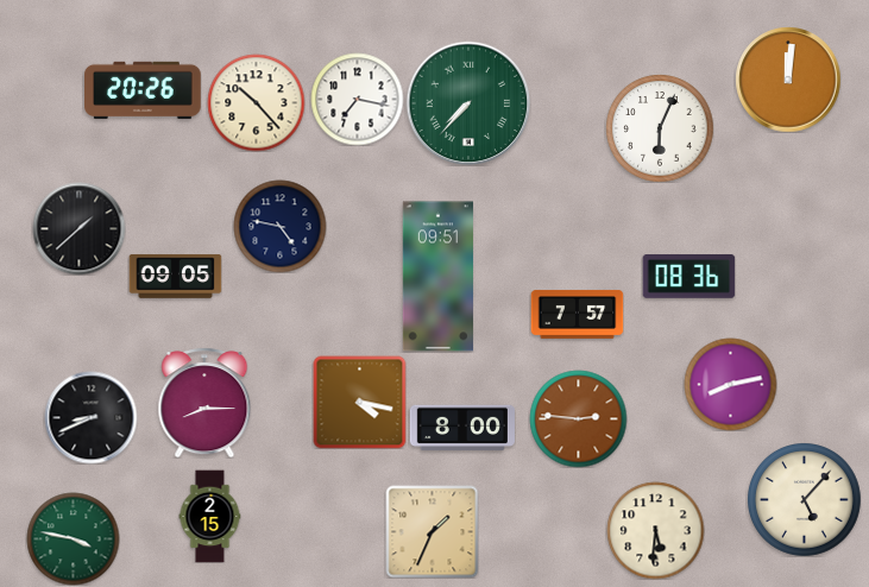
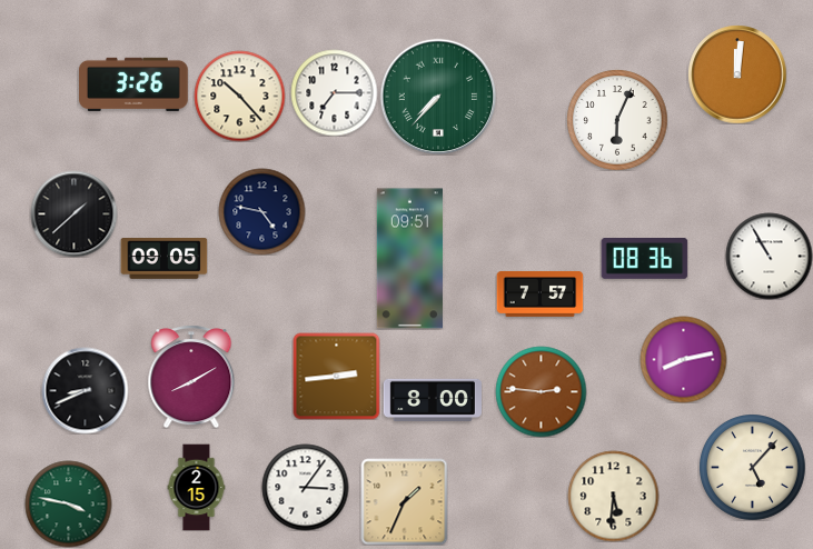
clock at (144, 90): 20:26 -> 3:26
clock at (357, 99): 7:17 -> 7:15
clock at (769, 256): none -> 10:55
clock at (359, 402): 4:17 -> 2:44
clock at (204, 403): 8:15 -> 8:10
clock at (210, 516) position: (210, 516) -> (197, 487)
clock at (305, 487): none -> 3:06
clock at (432, 531) position: (432, 531) -> (404, 501)
